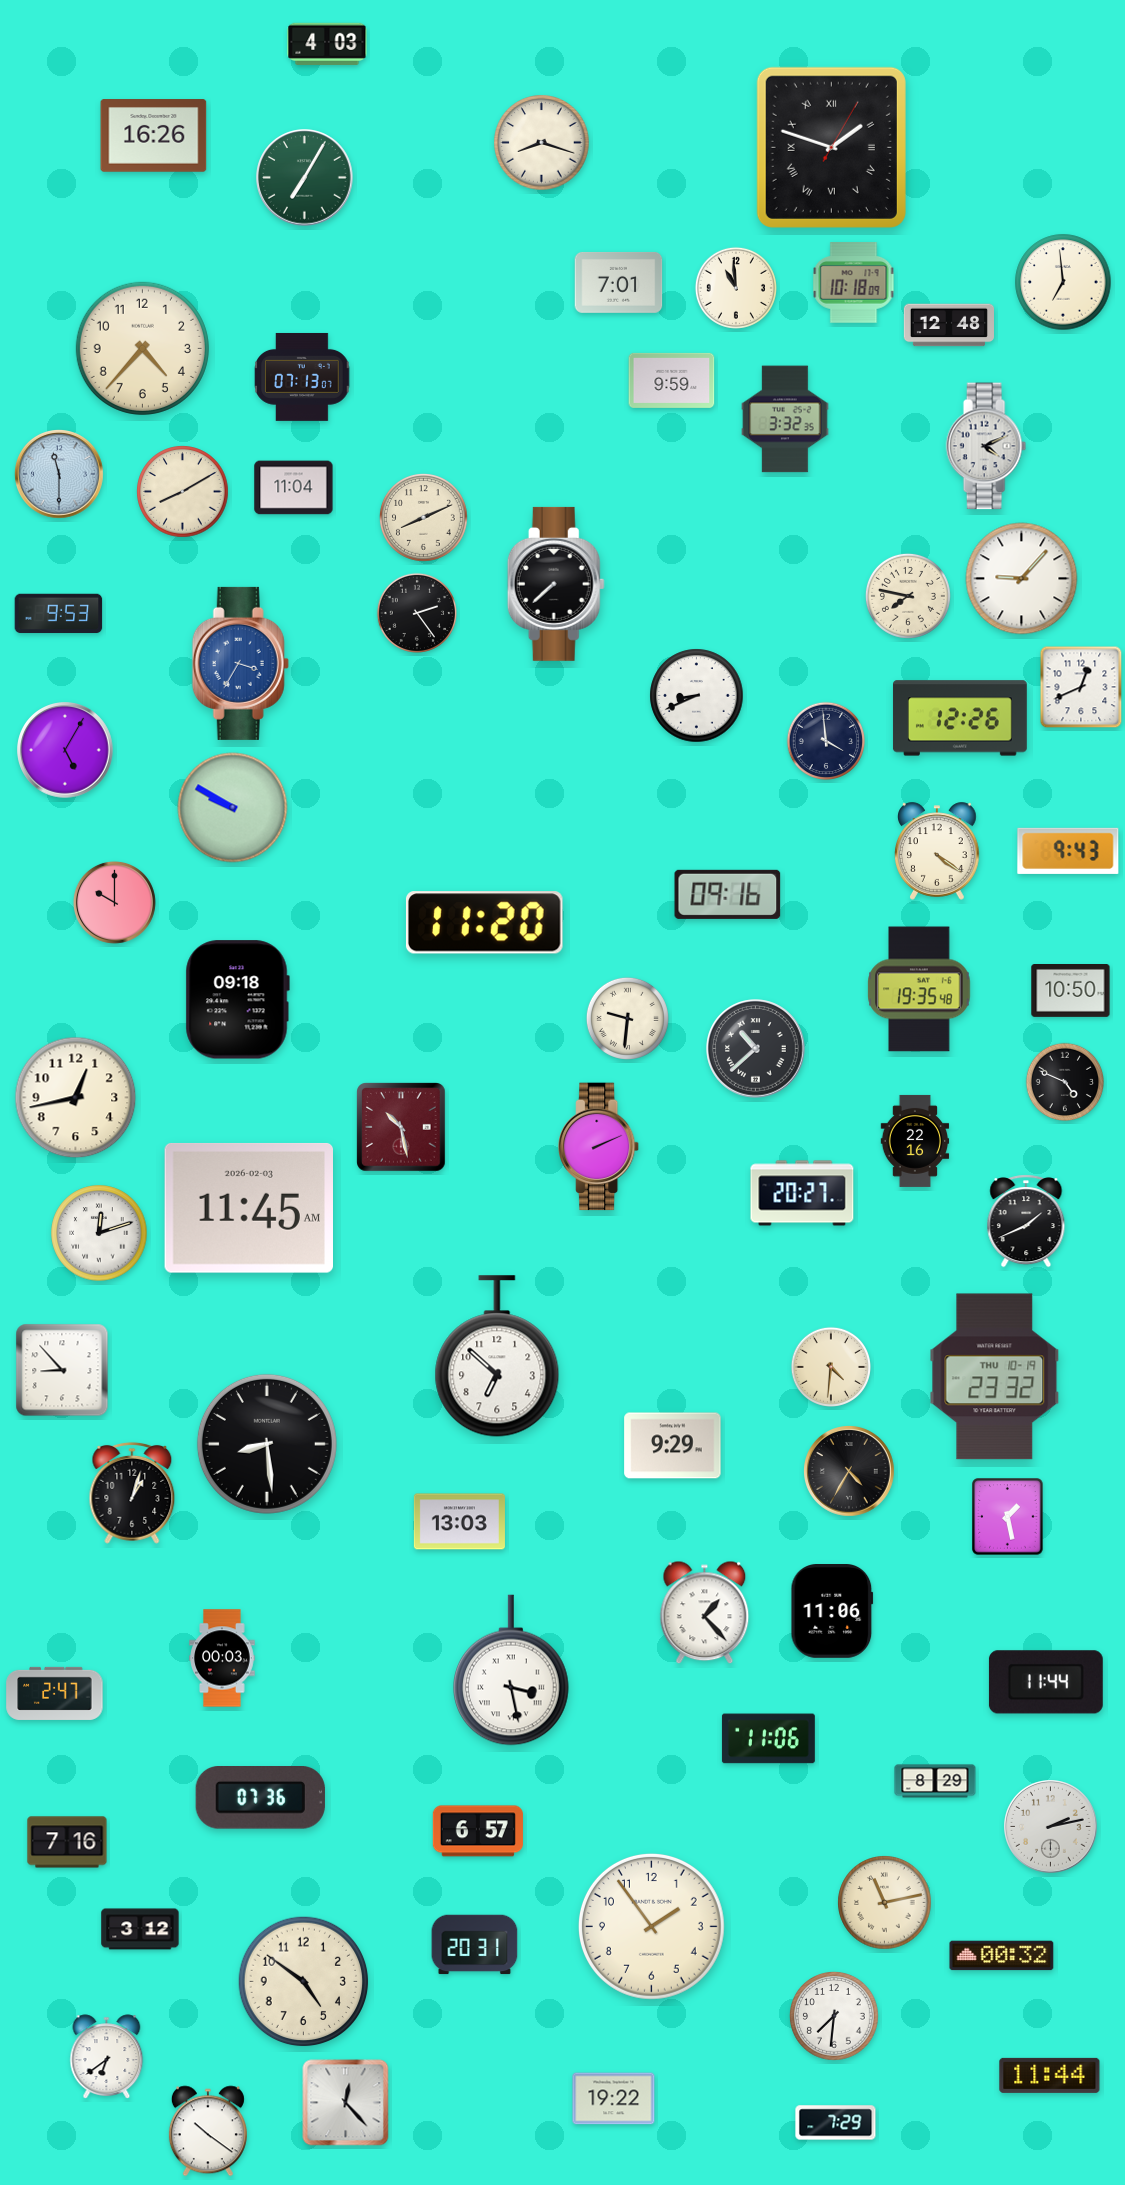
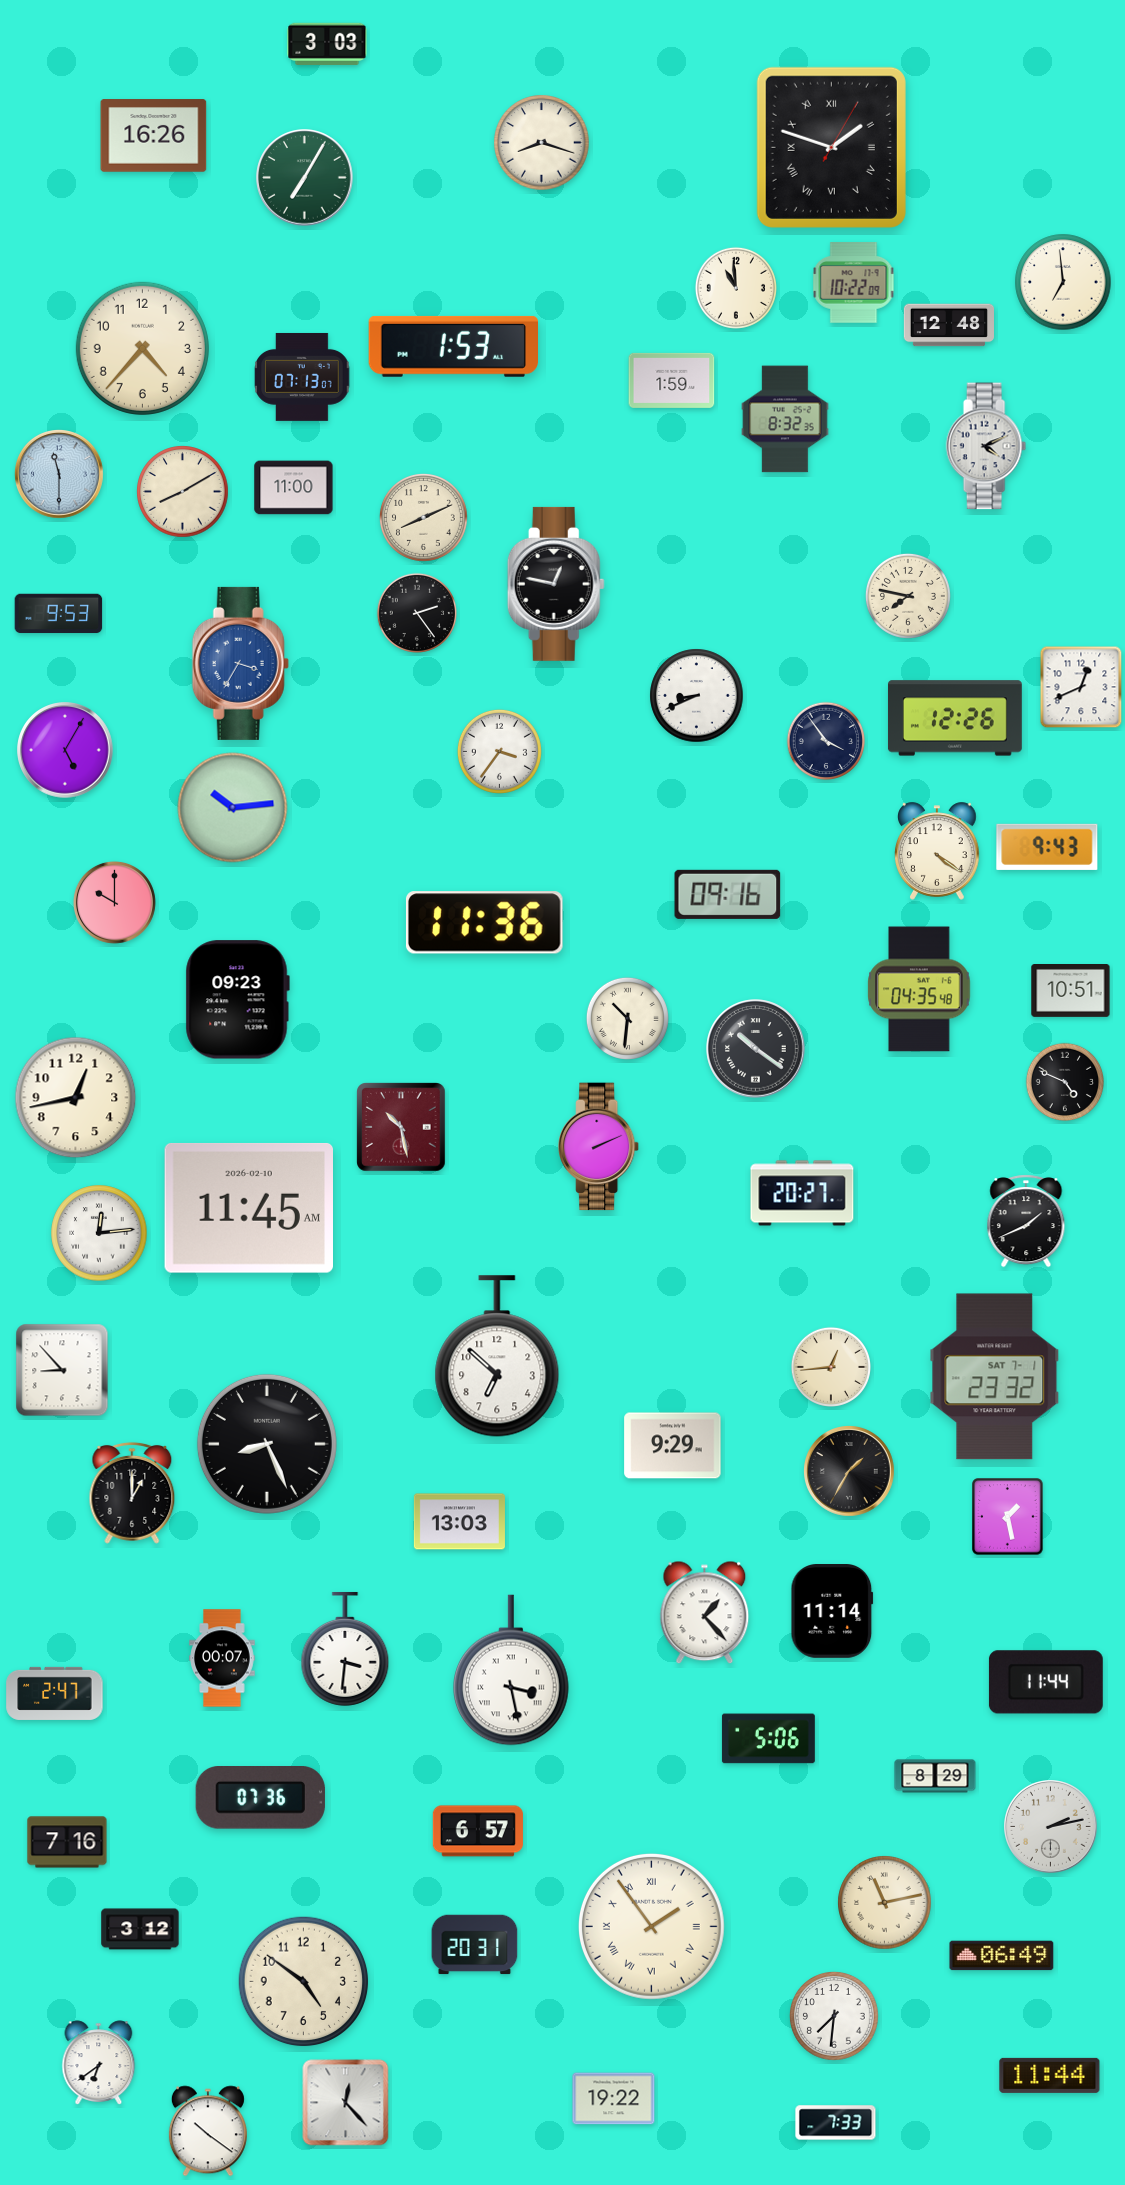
clock at (327, 44): 4:03 -> 3:03
clock at (619, 282): 7:01 -> none
clock at (854, 283): 10:18 -> 10:22
clock at (453, 346): none -> 1:53
clock at (672, 380): 9:59 -> 1:59
clock at (785, 419): 3:32 -> 8:32
clock at (294, 488): 11:04 -> 11:00
clock at (1022, 579): 9:07 -> none
clock at (556, 584): 7:38 -> 12:47
clock at (960, 718) position: (960, 718) -> (955, 718)
clock at (826, 741): 3:59 -> 3:54
clock at (499, 751): none -> 3:36
clock at (233, 808): 9:50 -> 10:14
clock at (1068, 851) position: (1068, 851) -> (1047, 847)
clock at (484, 923): 11:20 -> 11:36
clock at (919, 989): 19:35 -> 04:35
clock at (1071, 991): 10:50 -> 10:51
clock at (237, 1000): 09:18 -> 09:23
clock at (627, 1018): 9:31 -> 10:31
clock at (756, 1049): 10:38 -> 10:21
clock at (915, 1141): 22:16 -> none
clock at (248, 1208) date: 2026-02-03 -> 2026-02-10
clock at (99, 1233): 12:12 -> 12:14
clock at (830, 1366): 4:31 -> 12:44
clock at (995, 1377) date: THU 10-19 -> SAT 7-1
clock at (267, 1444): 8:29 -> 8:26
clock at (850, 1472): 4:35 -> 1:35
clock at (132, 1493): 1:03 -> 1:00
clock at (832, 1612): 11:06 -> 11:14
clock at (345, 1649): none -> 3:31
clock at (222, 1658): 00:03 -> 00:07
clock at (768, 1739): 11:06 -> 5:06
clock at (935, 1781) position: (935, 1781) -> (935, 1776)
clock at (651, 1926) numerals: Arabic -> Roman
clock at (1002, 1956): 00:32 -> 06:49
clock at (107, 2057) position: (107, 2057) -> (99, 2063)
clock at (836, 2123): 7:29 -> 7:33
